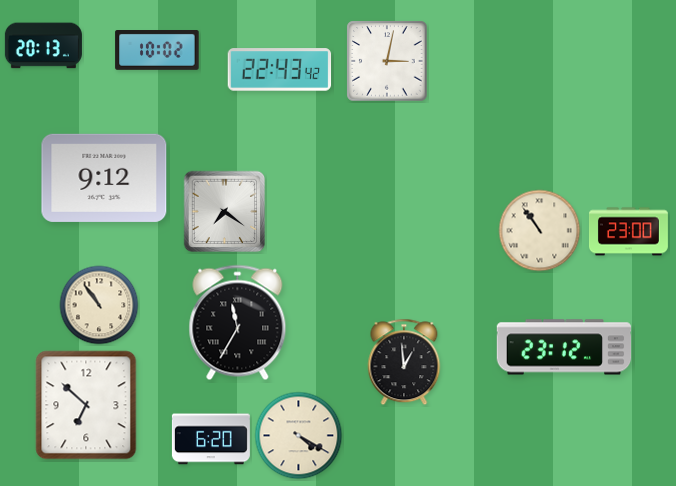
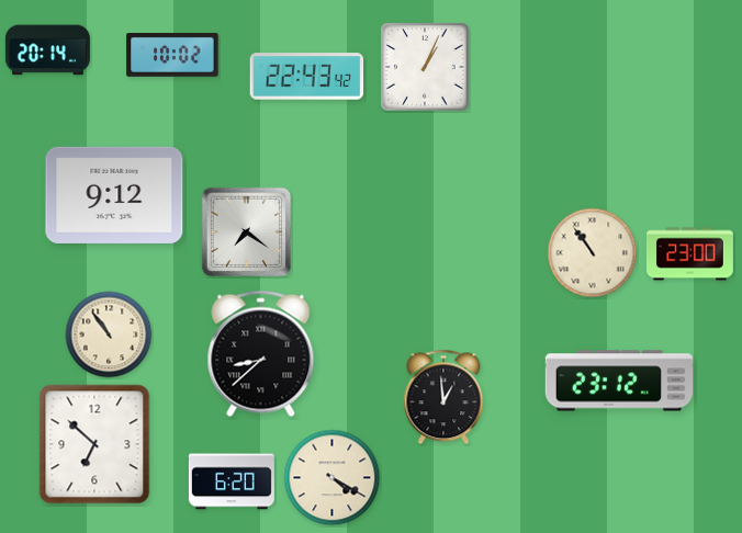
clock at (43, 46): 20:13 -> 20:14
clock at (387, 61): 3:02 -> 1:04
clock at (238, 323): 11:35 -> 8:38
clock at (299, 436) position: (299, 436) -> (333, 478)
